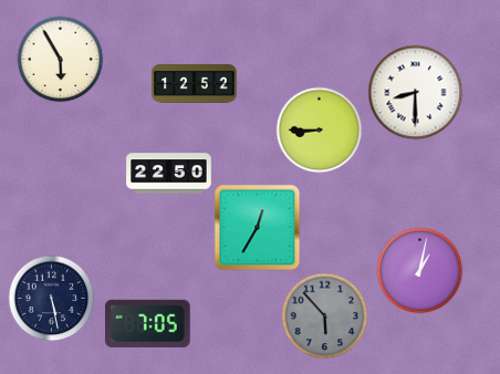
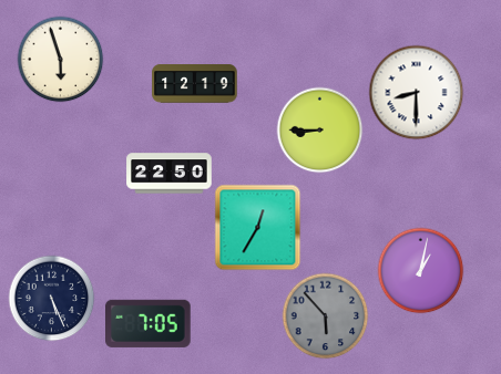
clock at (60, 59): 5:55 -> 5:57
clock at (195, 84): 12:52 -> 12:19
clock at (51, 298): 5:28 -> 5:26
